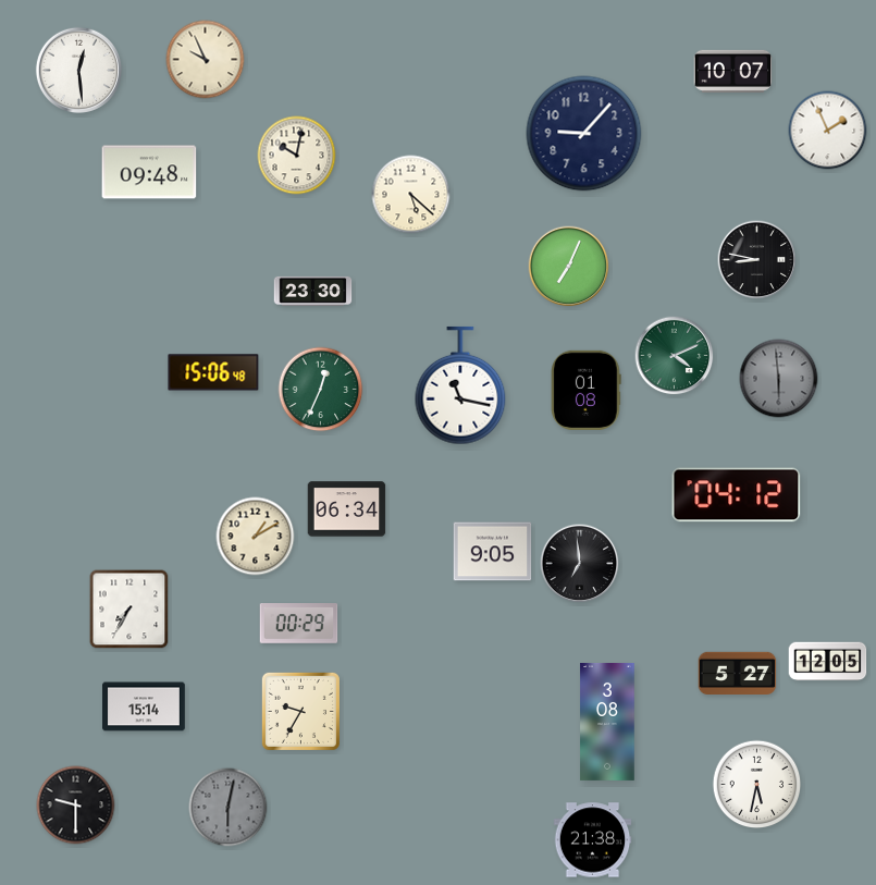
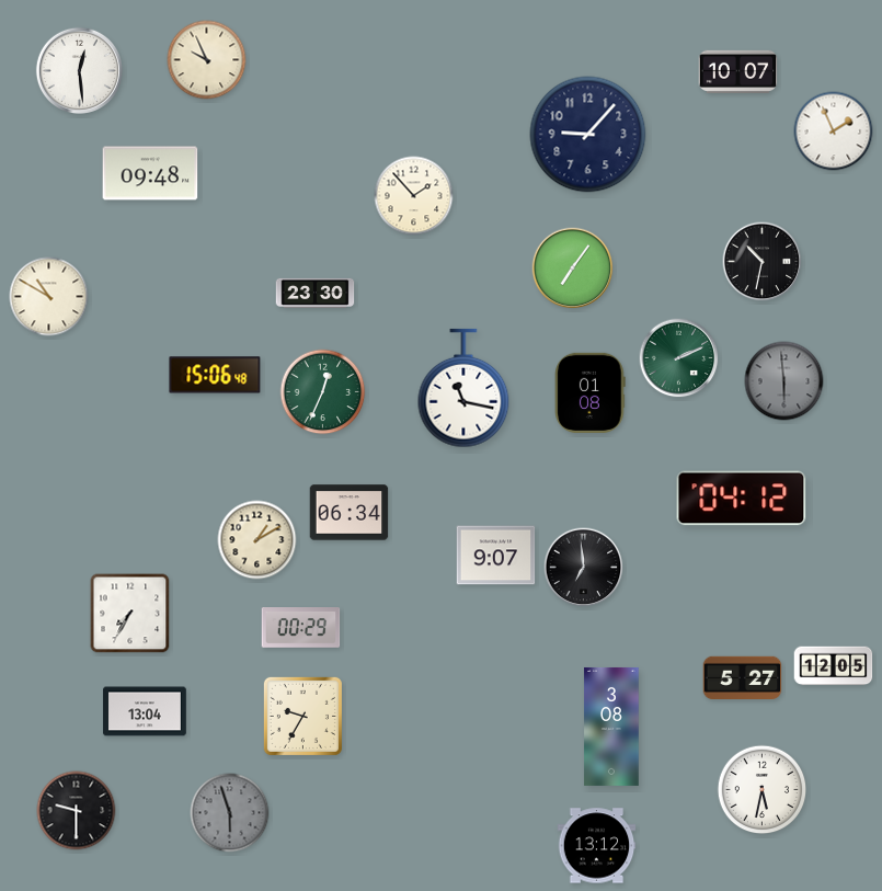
clock at (297, 156): 10:02 -> none
clock at (411, 195): 5:22 -> 1:53
clock at (757, 260): 8:47 -> 10:32
clock at (569, 267): 7:04 -> 7:06
clock at (49, 297): none -> 10:50
clock at (675, 356): 4:11 -> 2:11
clock at (493, 552): 9:05 -> 9:07
clock at (144, 706): 15:14 -> 13:04
clock at (229, 808): 6:02 -> 5:57
clock at (593, 840): 21:38 -> 13:12
